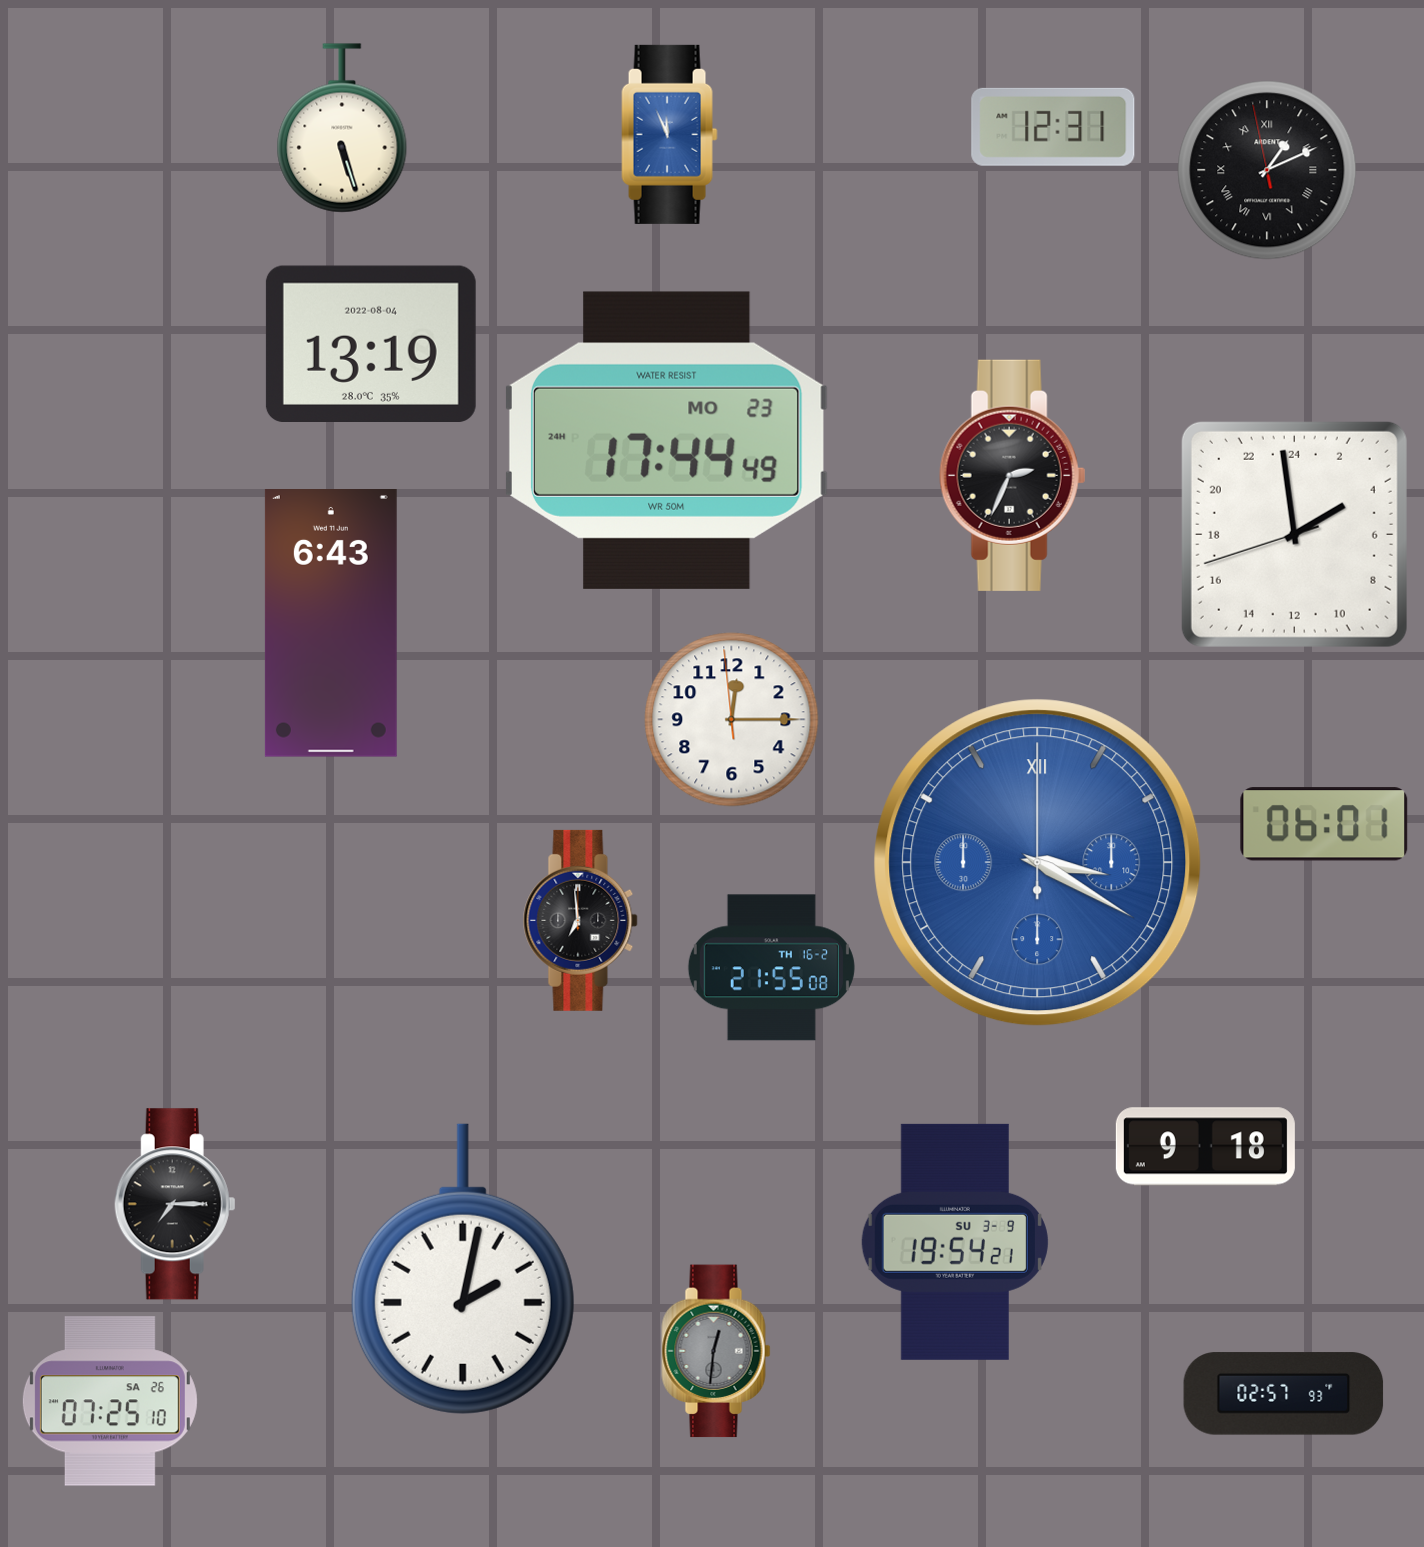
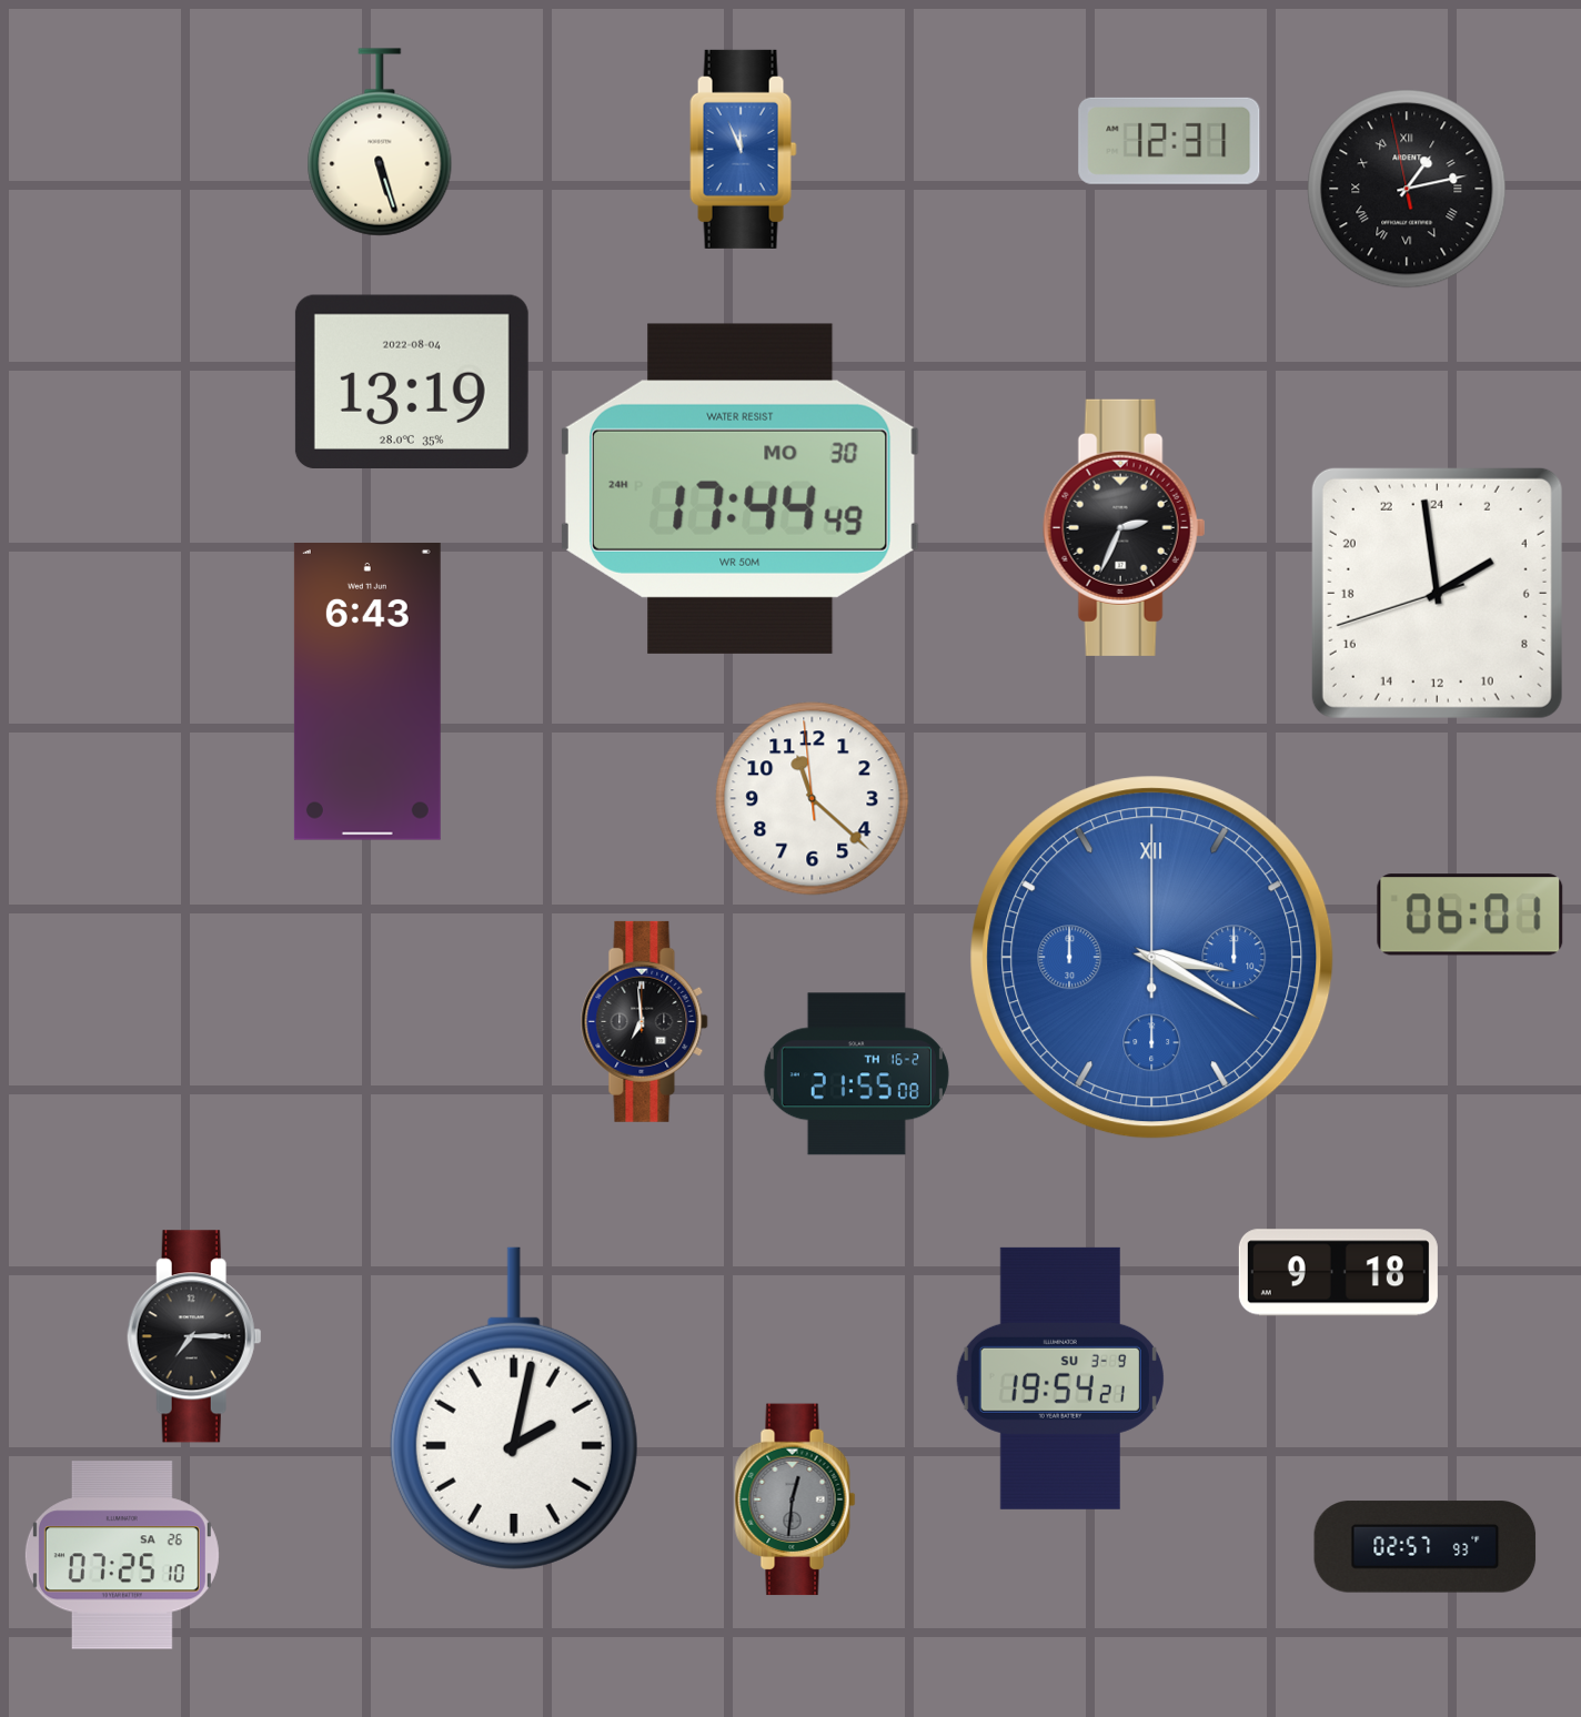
clock at (1267, 170): 1:10 -> 1:12
clock at (666, 440) date: MO 23 -> MO 30
clock at (732, 720): 12:14 -> 11:21
